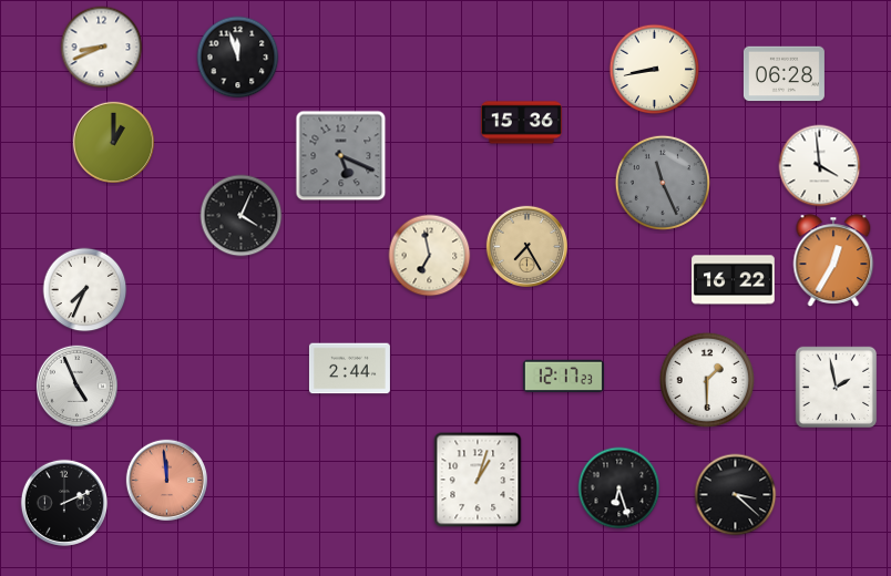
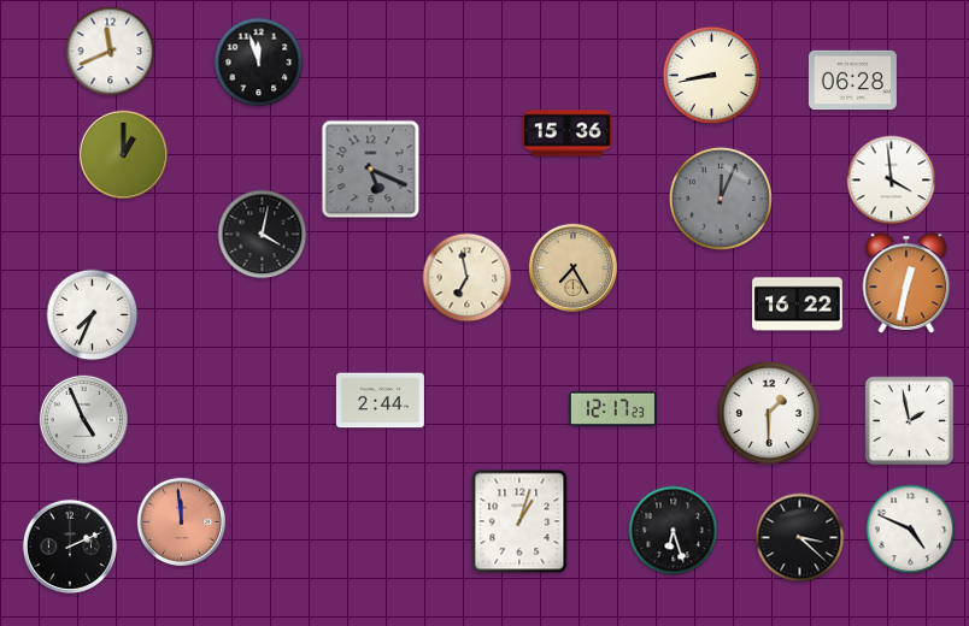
clock at (102, 48): 8:41 -> 11:41
clock at (663, 183): 11:26 -> 12:04
clock at (242, 216): 4:04 -> 4:02
clock at (833, 260): 12:35 -> 12:32
clock at (911, 530): none -> 4:49
